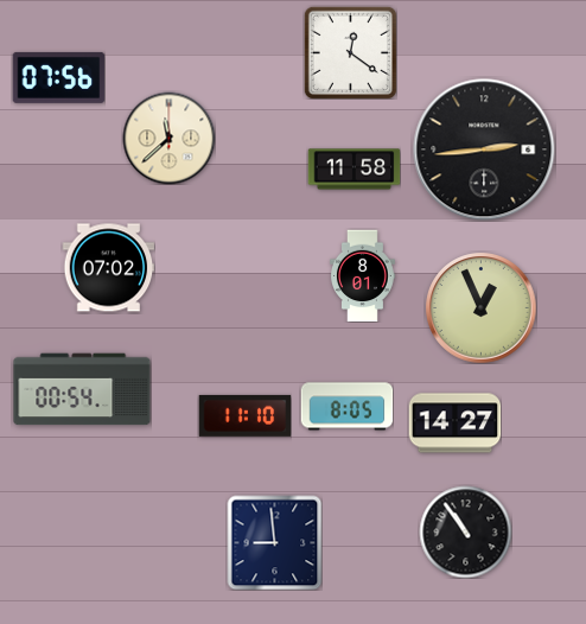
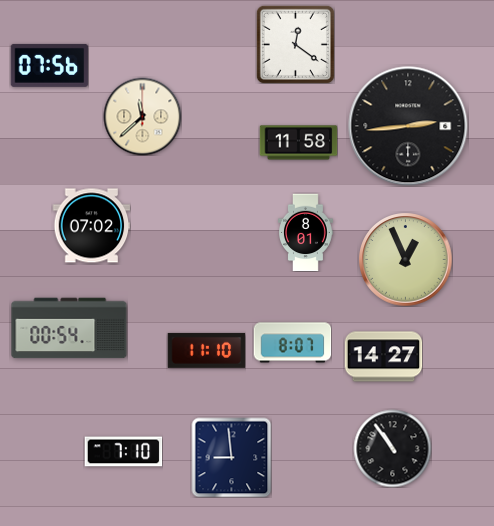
clock at (346, 407): 8:05 -> 8:07
clock at (123, 452): none -> 7:10
